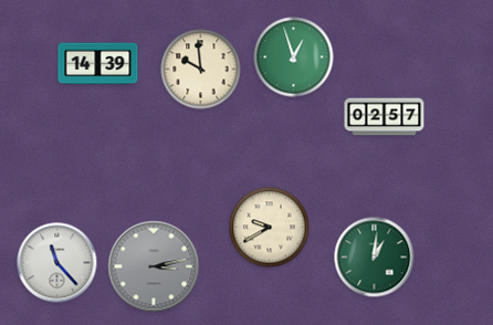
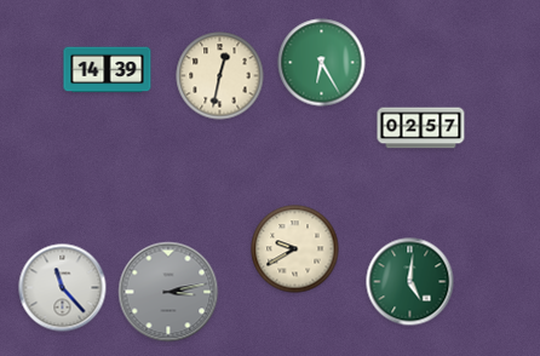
clock at (294, 57): 12:57 -> 6:25
clock at (201, 70): 9:59 -> 12:32
clock at (375, 258): 1:01 -> 5:01
